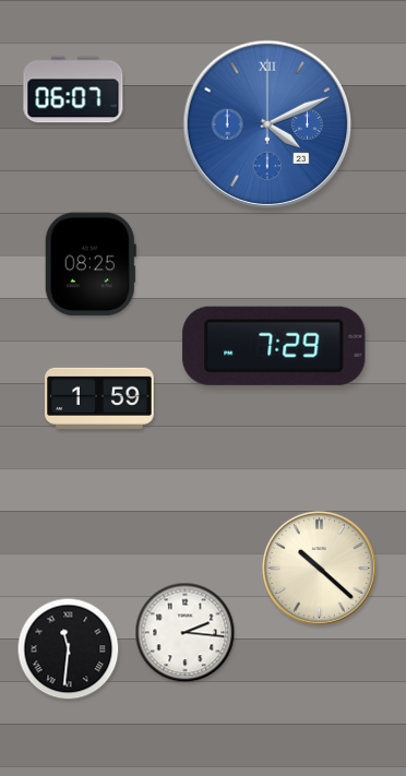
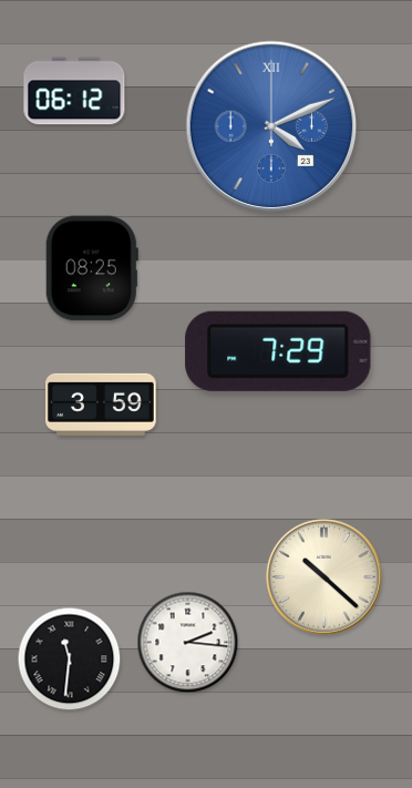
clock at (73, 89): 06:07 -> 06:12
clock at (99, 398): 1:59 -> 3:59
